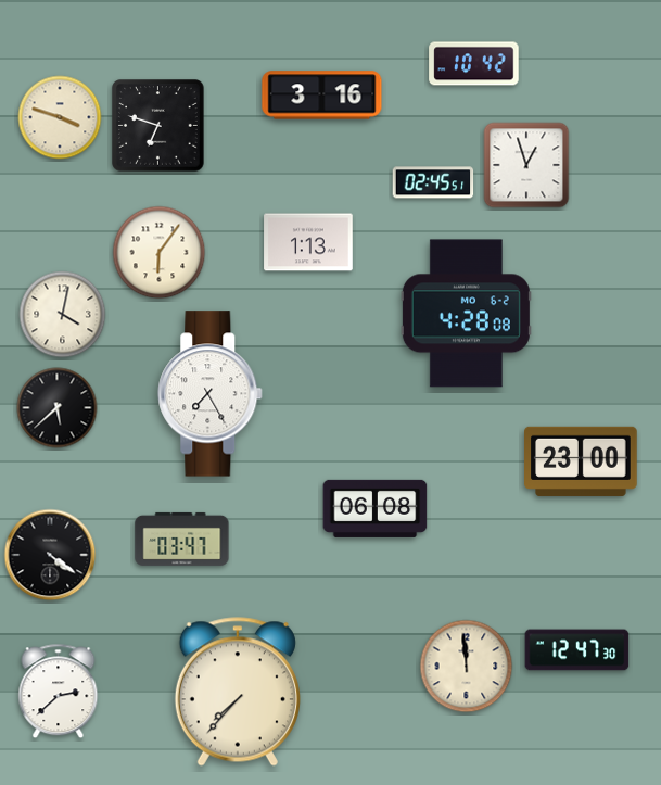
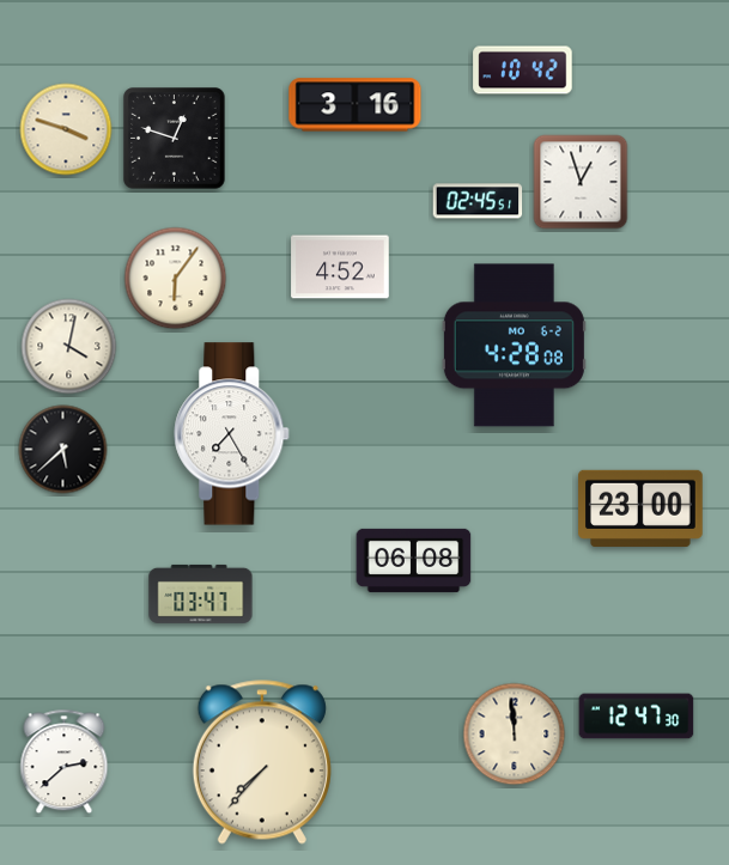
clock at (158, 126): 6:48 -> 12:48
clock at (308, 242): 1:13 -> 4:52
clock at (50, 555): 4:21 -> none
